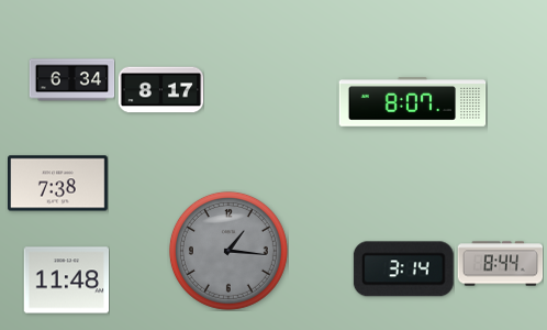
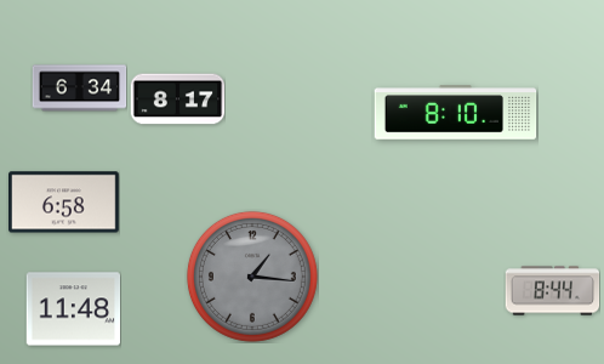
clock at (413, 102): 8:07 -> 8:10
clock at (58, 184): 7:38 -> 6:58
clock at (403, 269): 3:14 -> none
